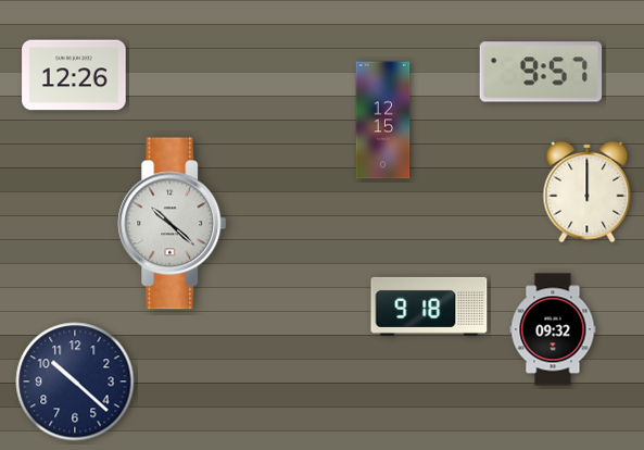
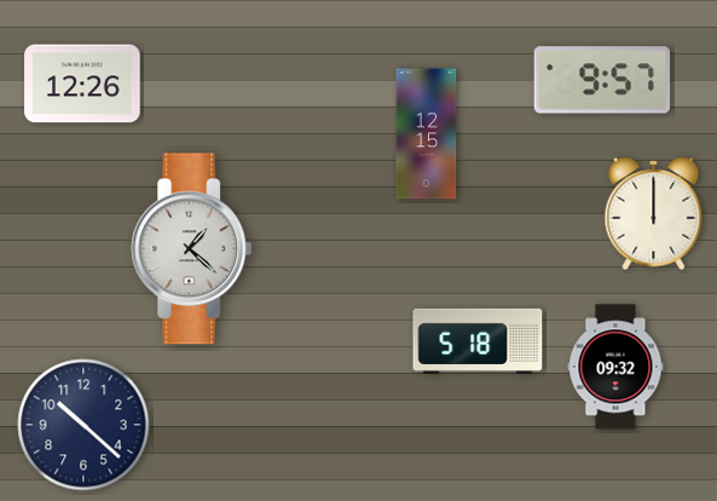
clock at (173, 224): 10:22 -> 1:22
clock at (429, 307): 9:18 -> 5:18
